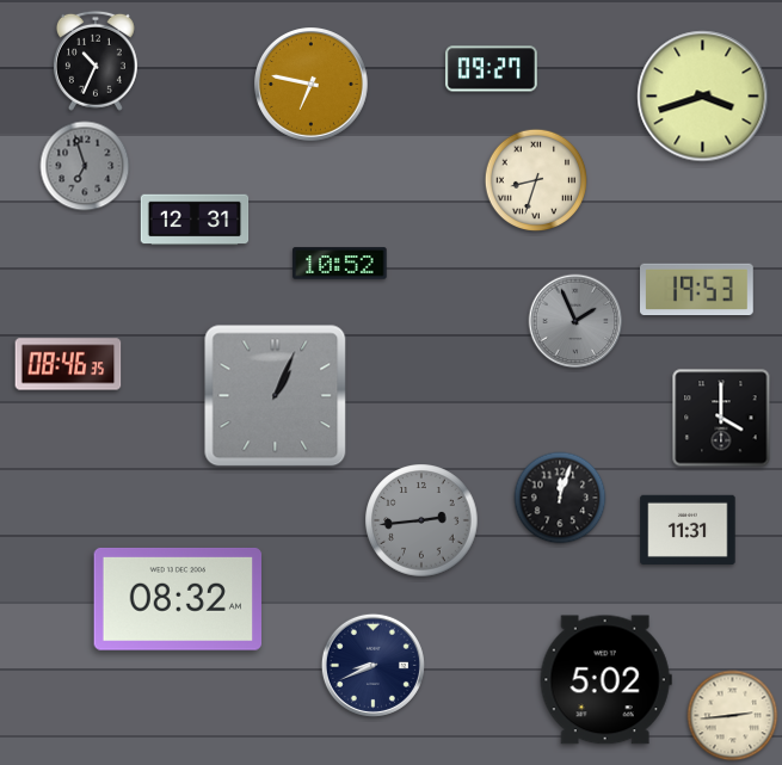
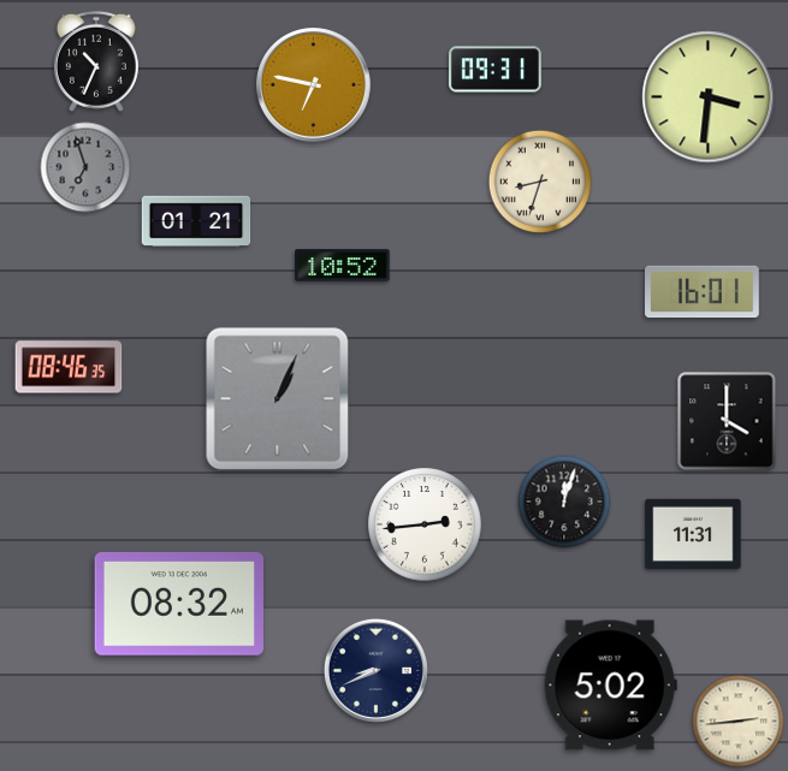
clock at (491, 69): 09:27 -> 09:31
clock at (703, 97): 3:42 -> 3:31
clock at (195, 220): 12:31 -> 01:21
clock at (697, 290): 19:53 -> 16:01
clock at (575, 321): 1:56 -> none
clock at (421, 520) dial: grey -> white
